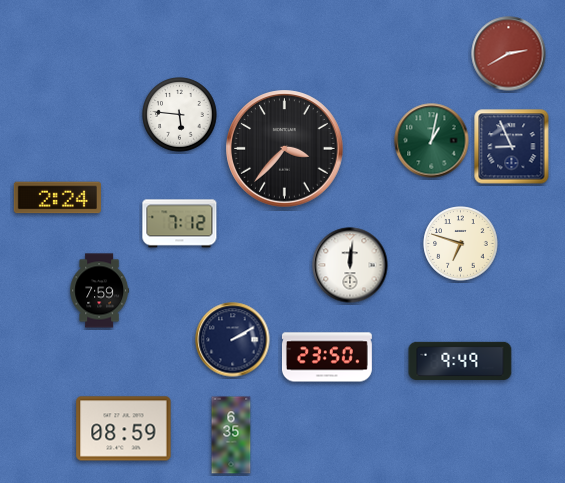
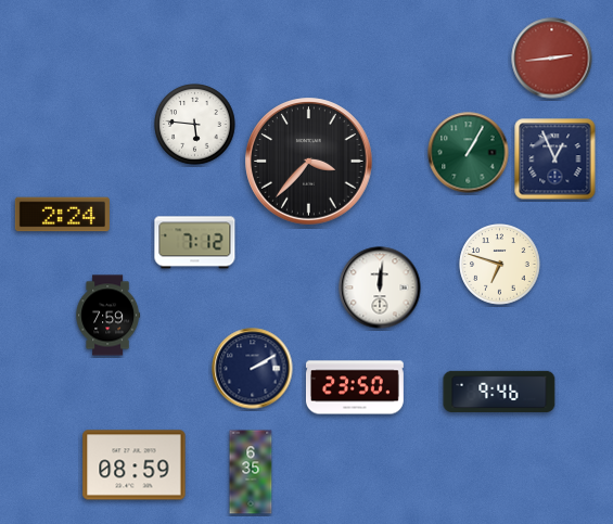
clock at (509, 54): 2:40 -> 2:44
clock at (432, 141): 1:02 -> 1:05
clock at (512, 147): 8:56 -> 12:56
clock at (460, 361): 9:49 -> 9:46
